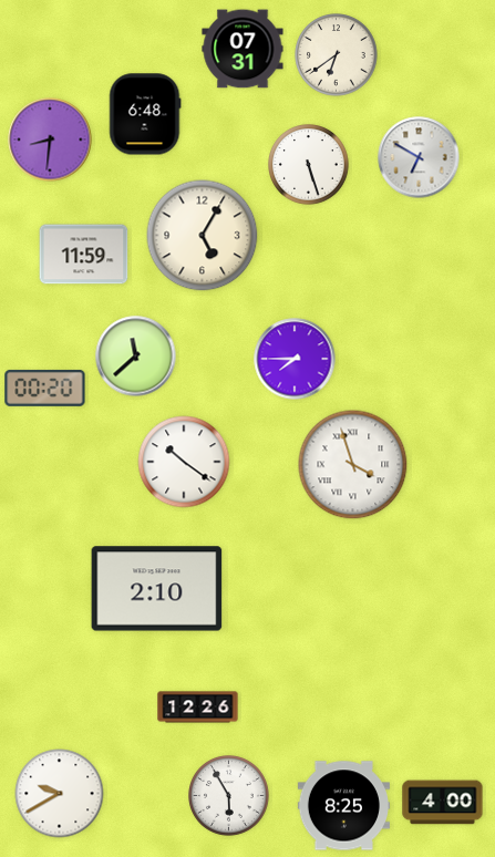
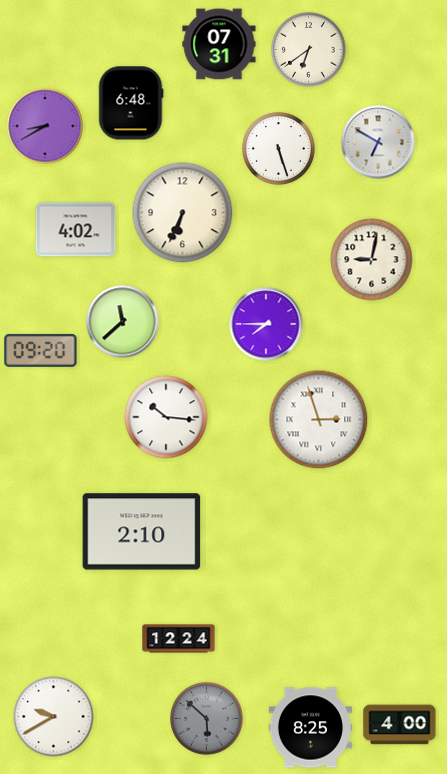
clock at (337, 55) position: (337, 55) -> (309, 50)
clock at (50, 140): 8:31 -> 8:40
clock at (203, 236): 5:05 -> 6:34
clock at (84, 255): 11:59 -> 4:02
clock at (372, 260): none -> 9:02
clock at (45, 388): 00:20 -> 09:20
clock at (184, 462): 10:21 -> 10:16
clock at (353, 465): 3:57 -> 2:57
clock at (198, 708): 12:26 -> 12:24
clock at (229, 796): 5:55 -> 5:52
clock at (229, 796) dial: white -> grey
